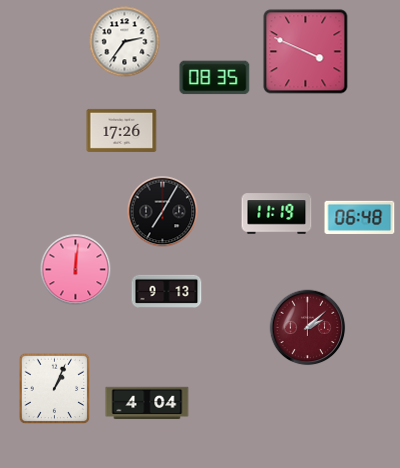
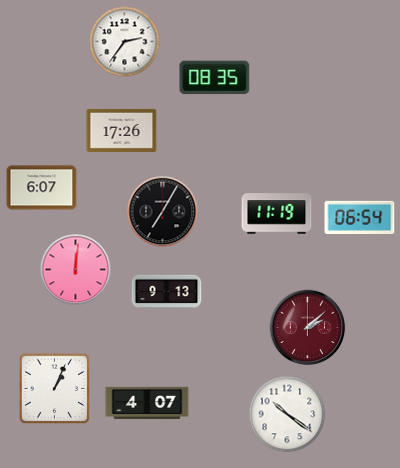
clock at (306, 52): 3:49 -> none
clock at (42, 188): none -> 6:07
clock at (360, 217): 06:48 -> 06:54
clock at (147, 403): 4:04 -> 4:07
clock at (287, 414): none -> 10:21
